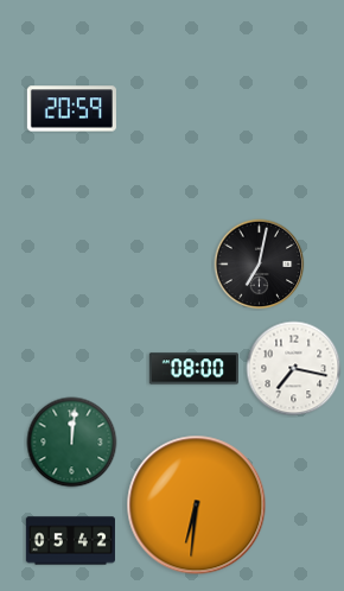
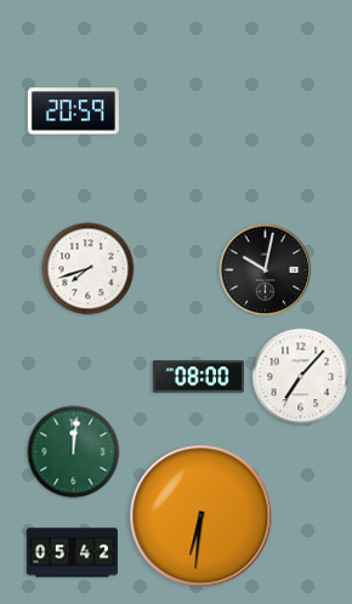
clock at (89, 269): none -> 7:42
clock at (260, 265): 7:02 -> 10:02
clock at (294, 369): 7:17 -> 7:07
